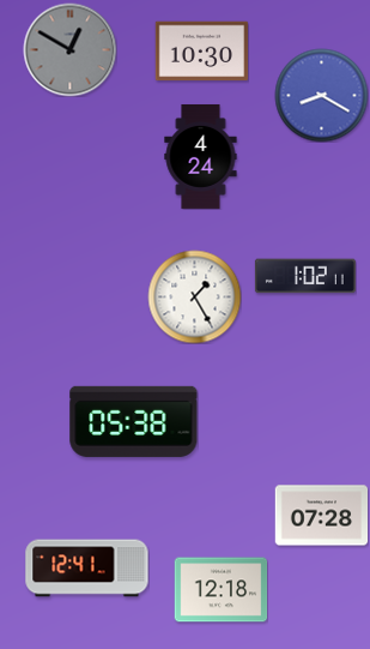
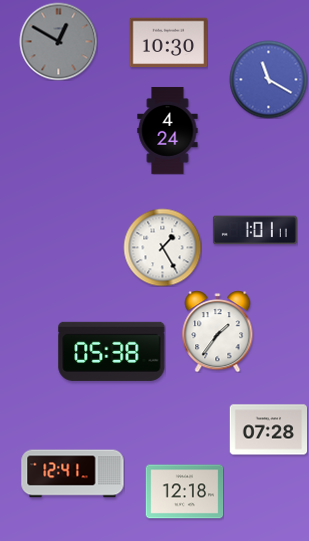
clock at (321, 95): 8:20 -> 11:20
clock at (305, 276): 1:02 -> 1:01
clock at (218, 331): none -> 1:36
